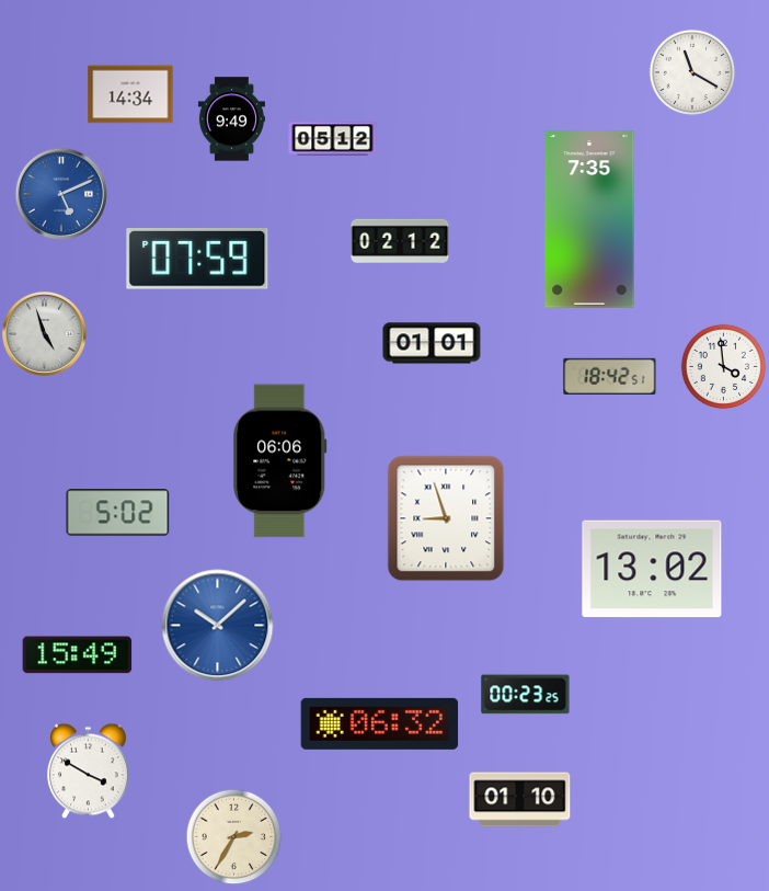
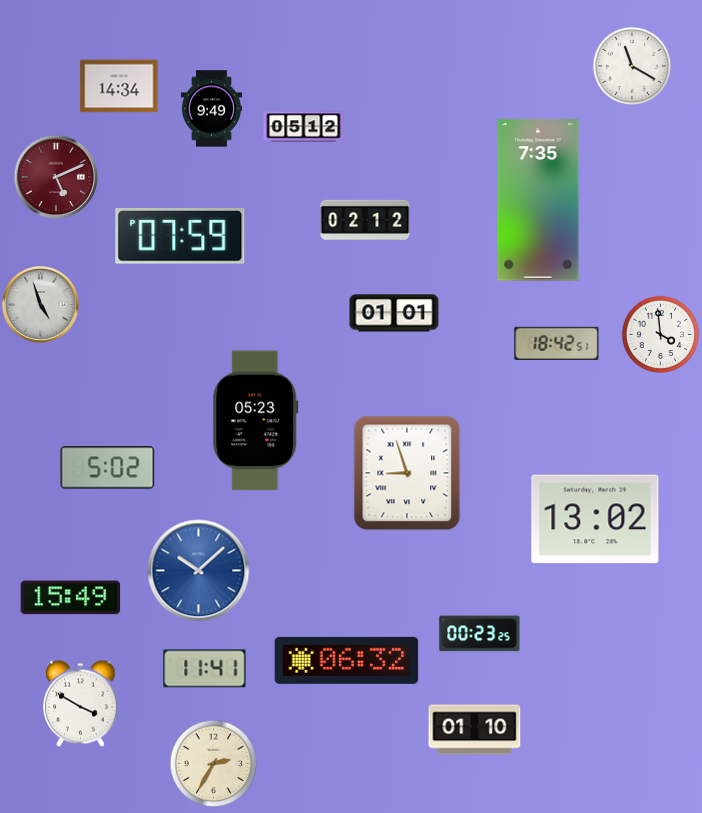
clock at (60, 193) dial: blue -> burgundy
clock at (280, 461): 06:06 -> 05:23
clock at (205, 669): none -> 11:41
